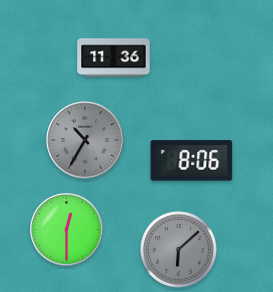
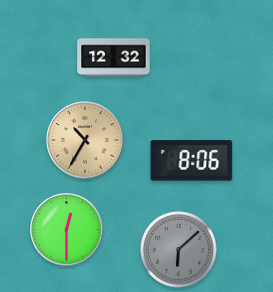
clock at (114, 58): 11:36 -> 12:32
clock at (85, 140) dial: grey -> champagne
